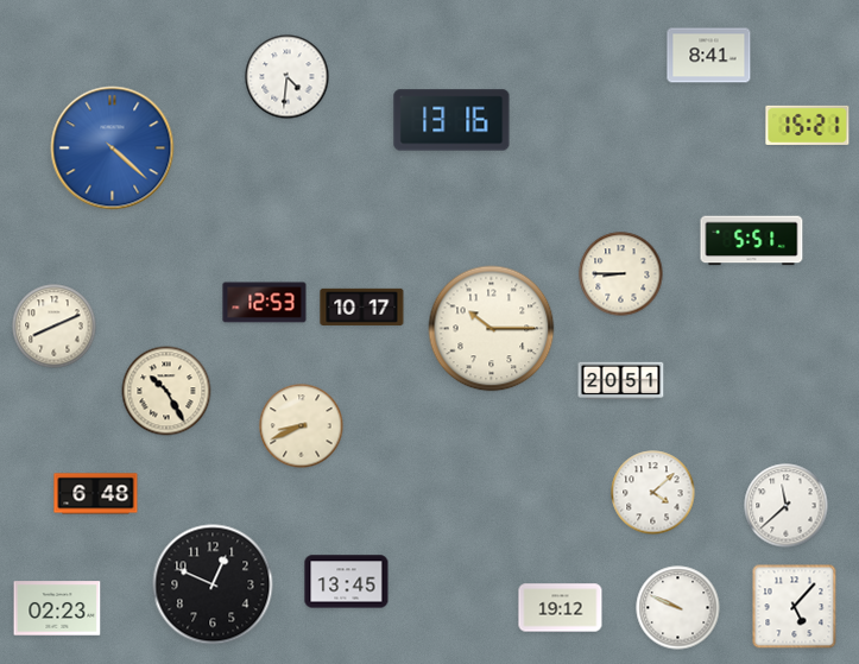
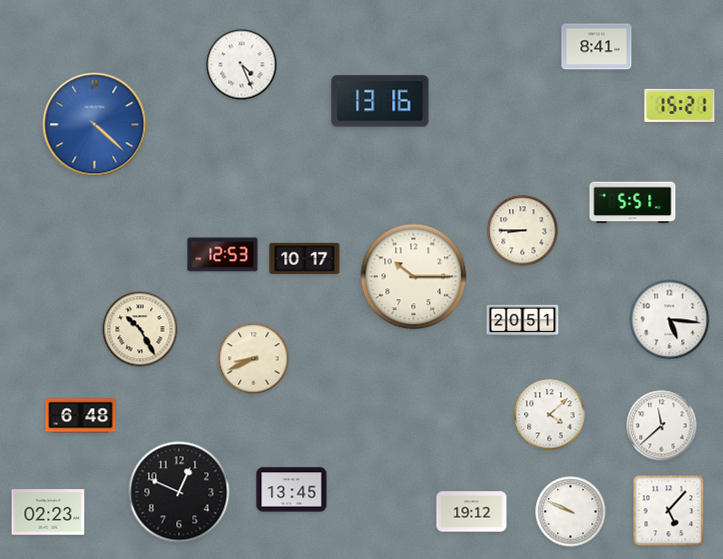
clock at (288, 77): 4:31 -> 4:26
clock at (55, 327): 8:11 -> none
clock at (670, 320): none -> 5:16
